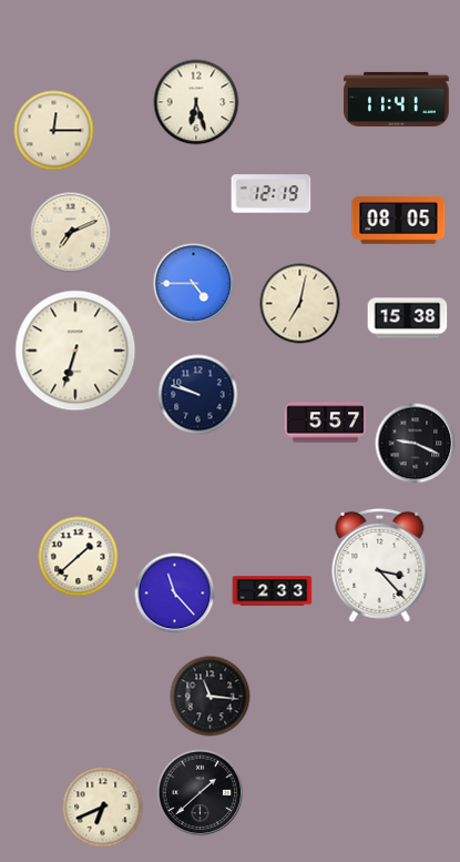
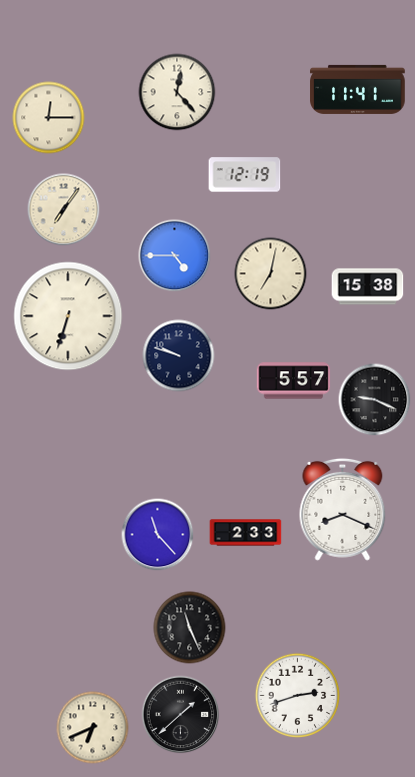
clock at (196, 102): 6:27 -> 12:23
clock at (399, 220): 08:05 -> none
clock at (71, 233): 7:11 -> 7:06
clock at (79, 557): 1:38 -> none
clock at (380, 565): 3:23 -> 8:19
clock at (211, 697): 11:16 -> 11:26
clock at (298, 696): none -> 2:42
